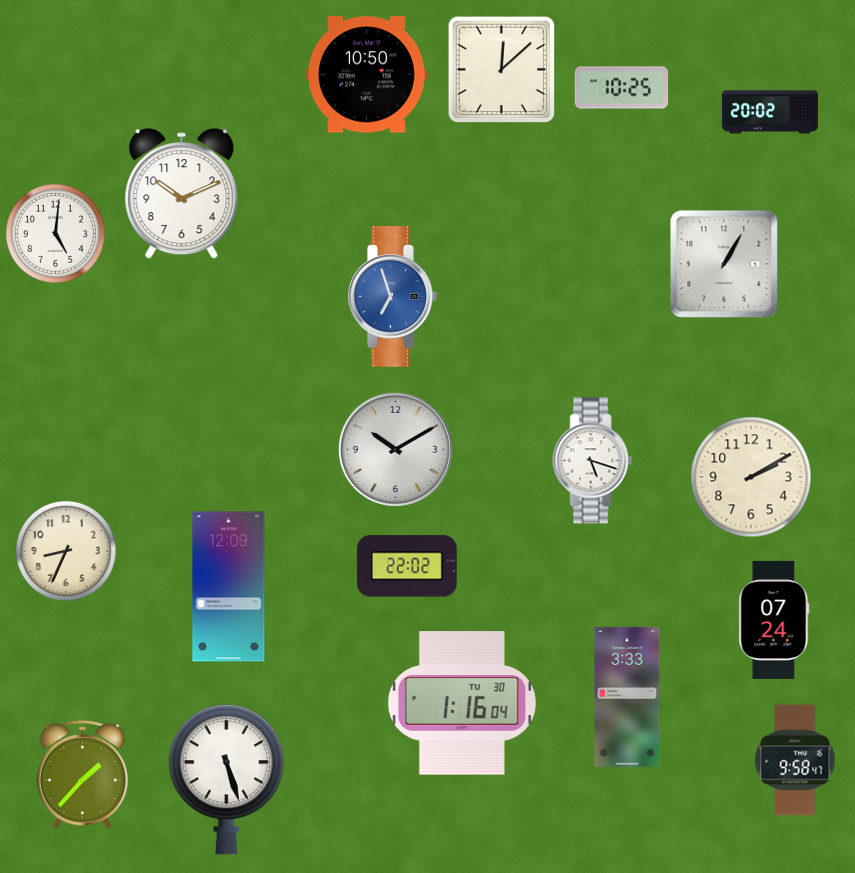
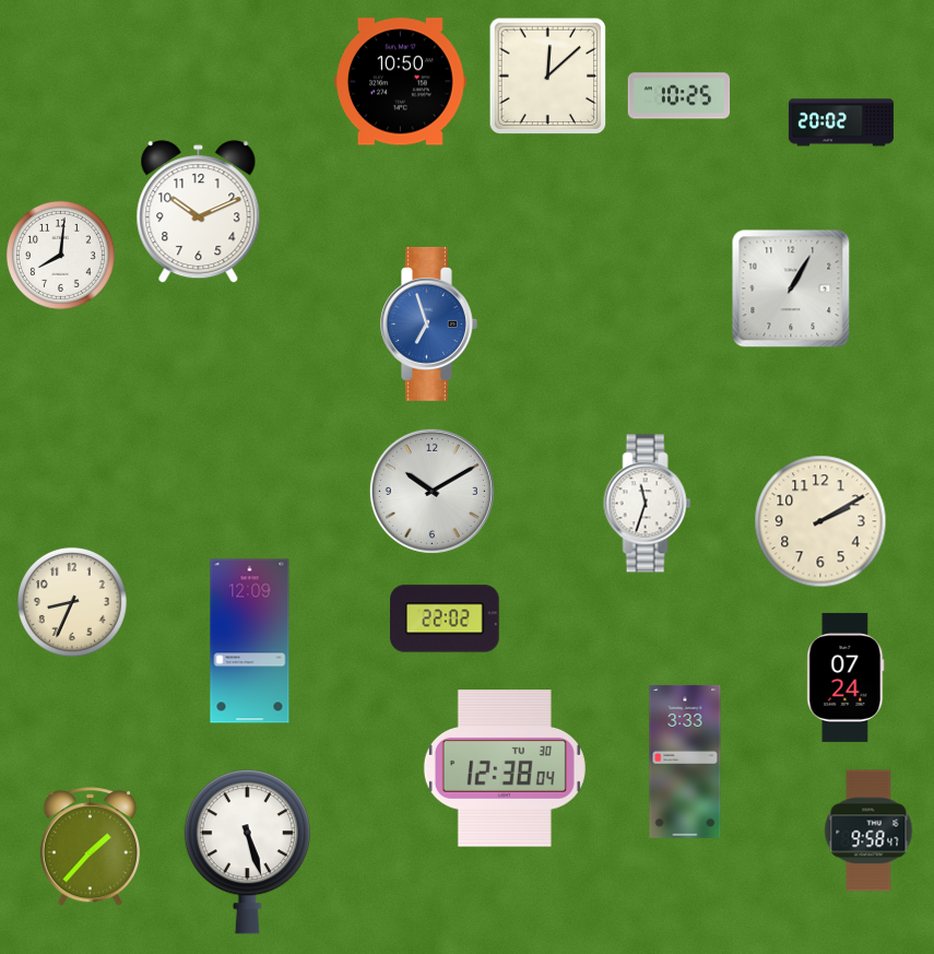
clock at (55, 233): 5:01 -> 8:01
clock at (593, 461): 5:18 -> 11:33
clock at (462, 703): 1:16 -> 12:38
